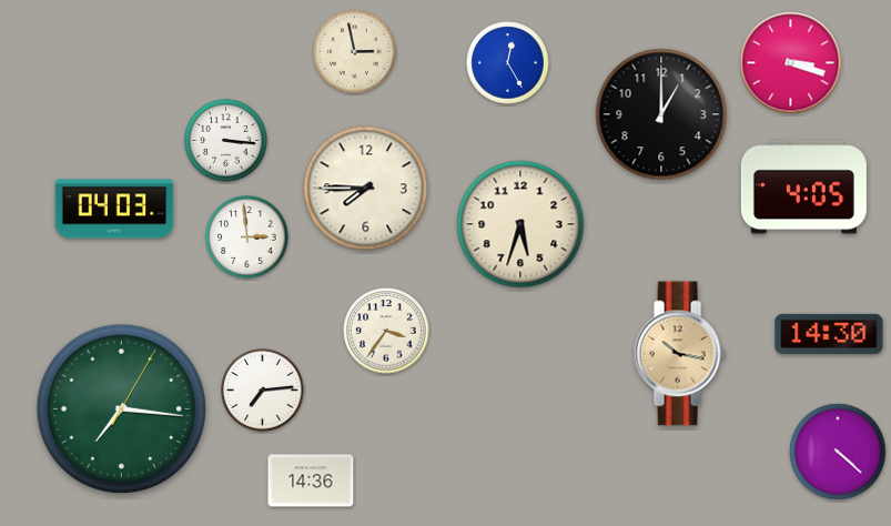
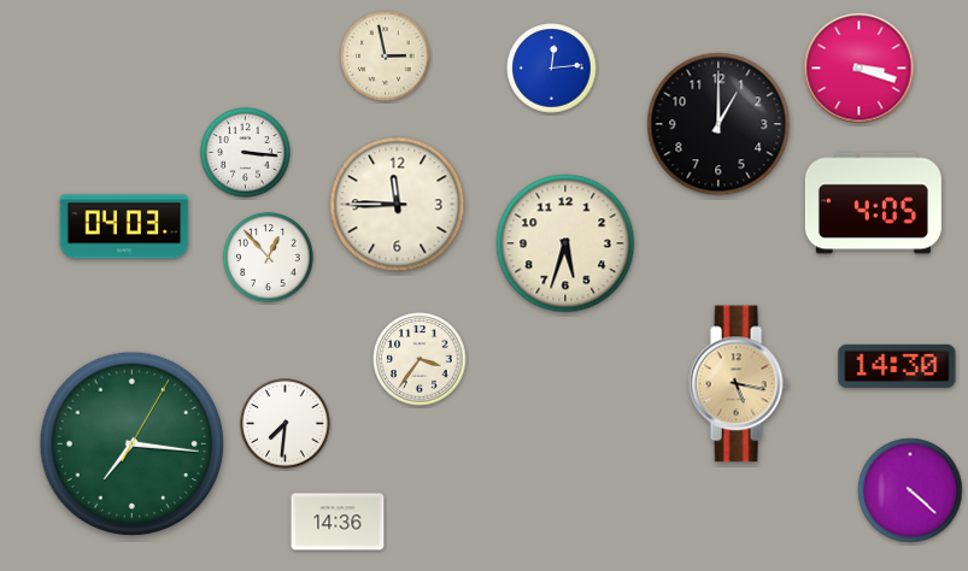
clock at (508, 63): 12:25 -> 12:14
clock at (366, 189): 7:45 -> 11:45
clock at (247, 237): 2:59 -> 12:53
clock at (829, 334) position: (829, 334) -> (897, 366)
clock at (679, 354): 10:17 -> 5:17
clock at (263, 391): 7:14 -> 7:31
